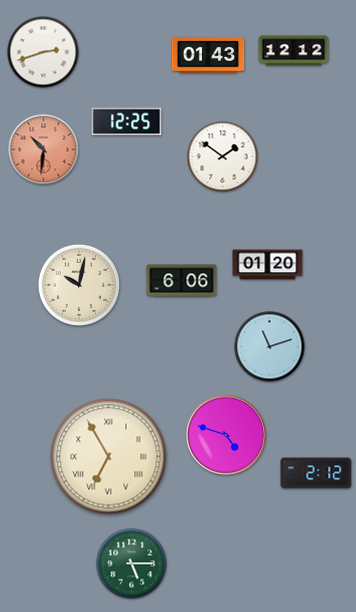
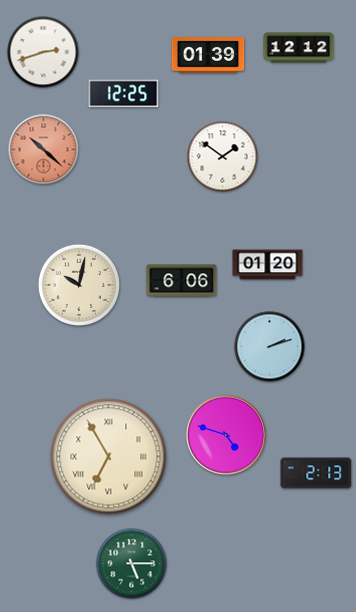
clock at (294, 51) position: (294, 51) -> (299, 48)
clock at (208, 55): 01:43 -> 01:39
clock at (127, 122) position: (127, 122) -> (124, 94)
clock at (44, 150): 10:31 -> 10:22
clock at (270, 347): 11:12 -> 2:12
clock at (316, 473): 2:12 -> 2:13
